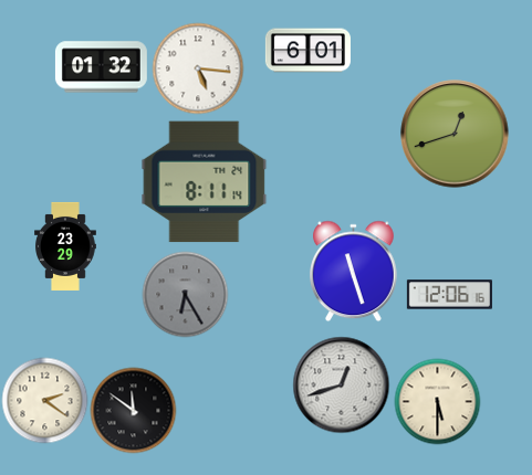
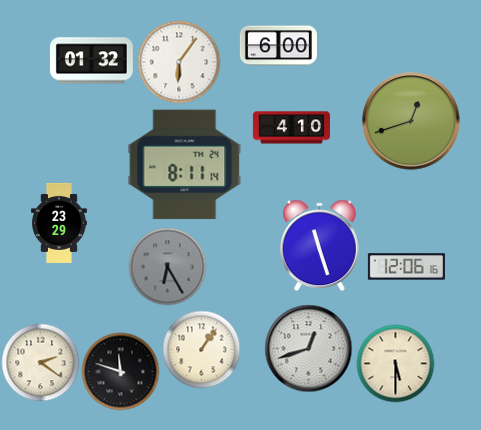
clock at (307, 51): 6:01 -> 6:00
clock at (198, 68): 5:16 -> 6:06
clock at (291, 128): none -> 4:10
clock at (201, 349): none -> 1:06
clock at (133, 410): 11:51 -> 11:48
